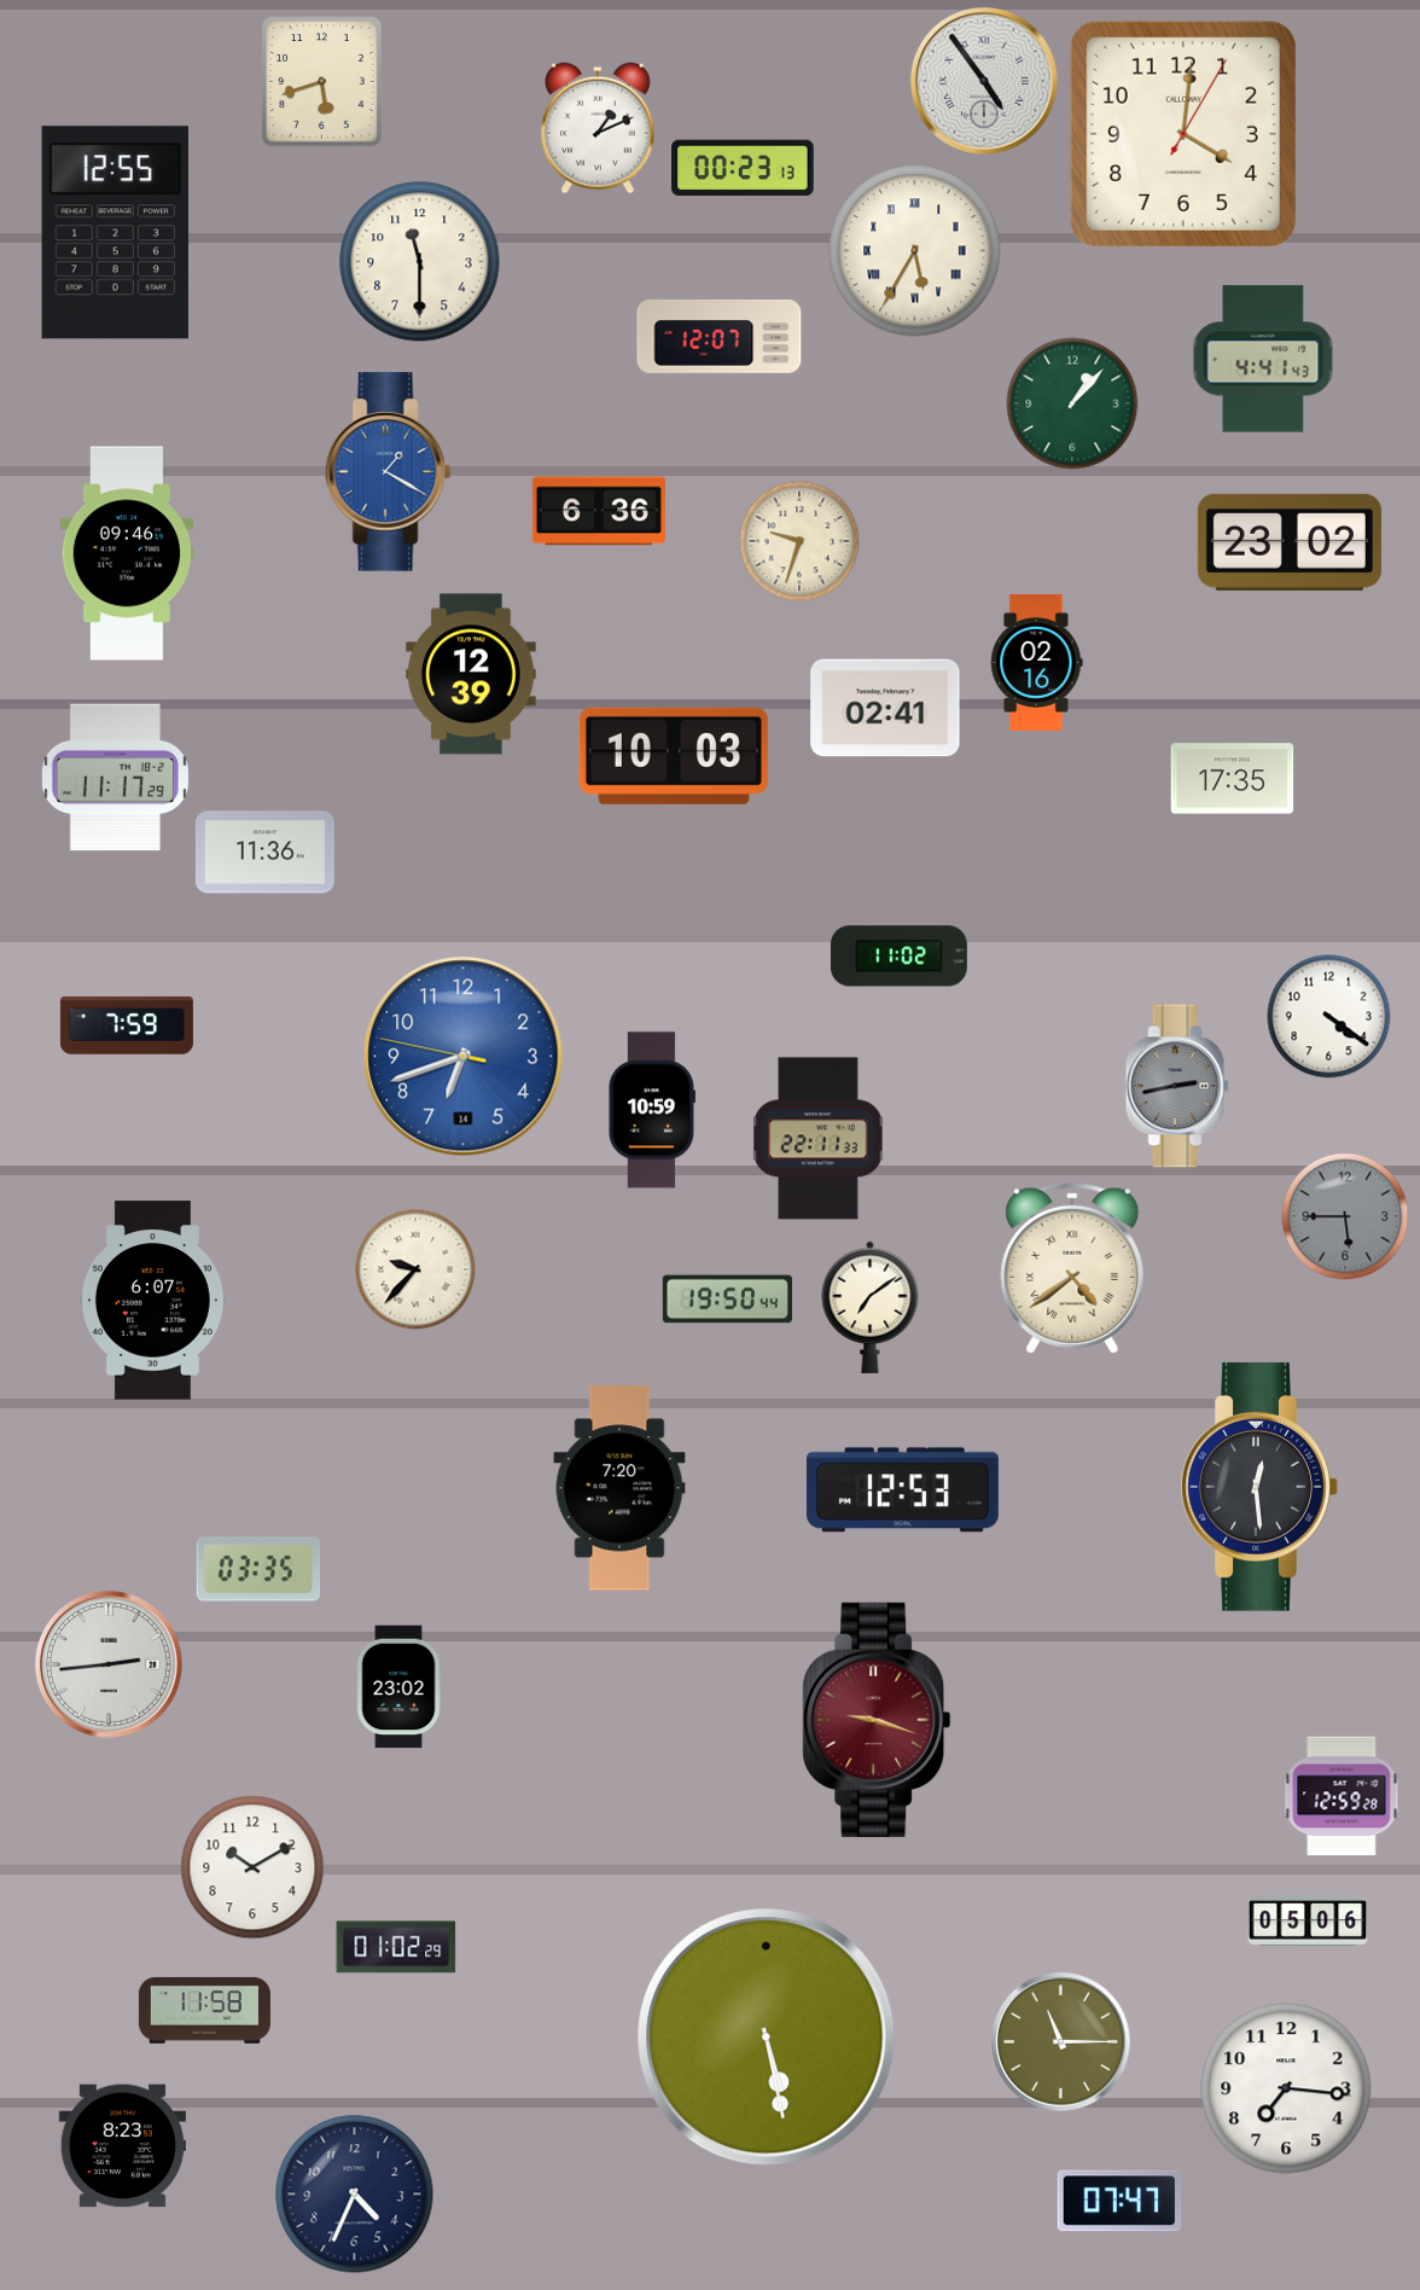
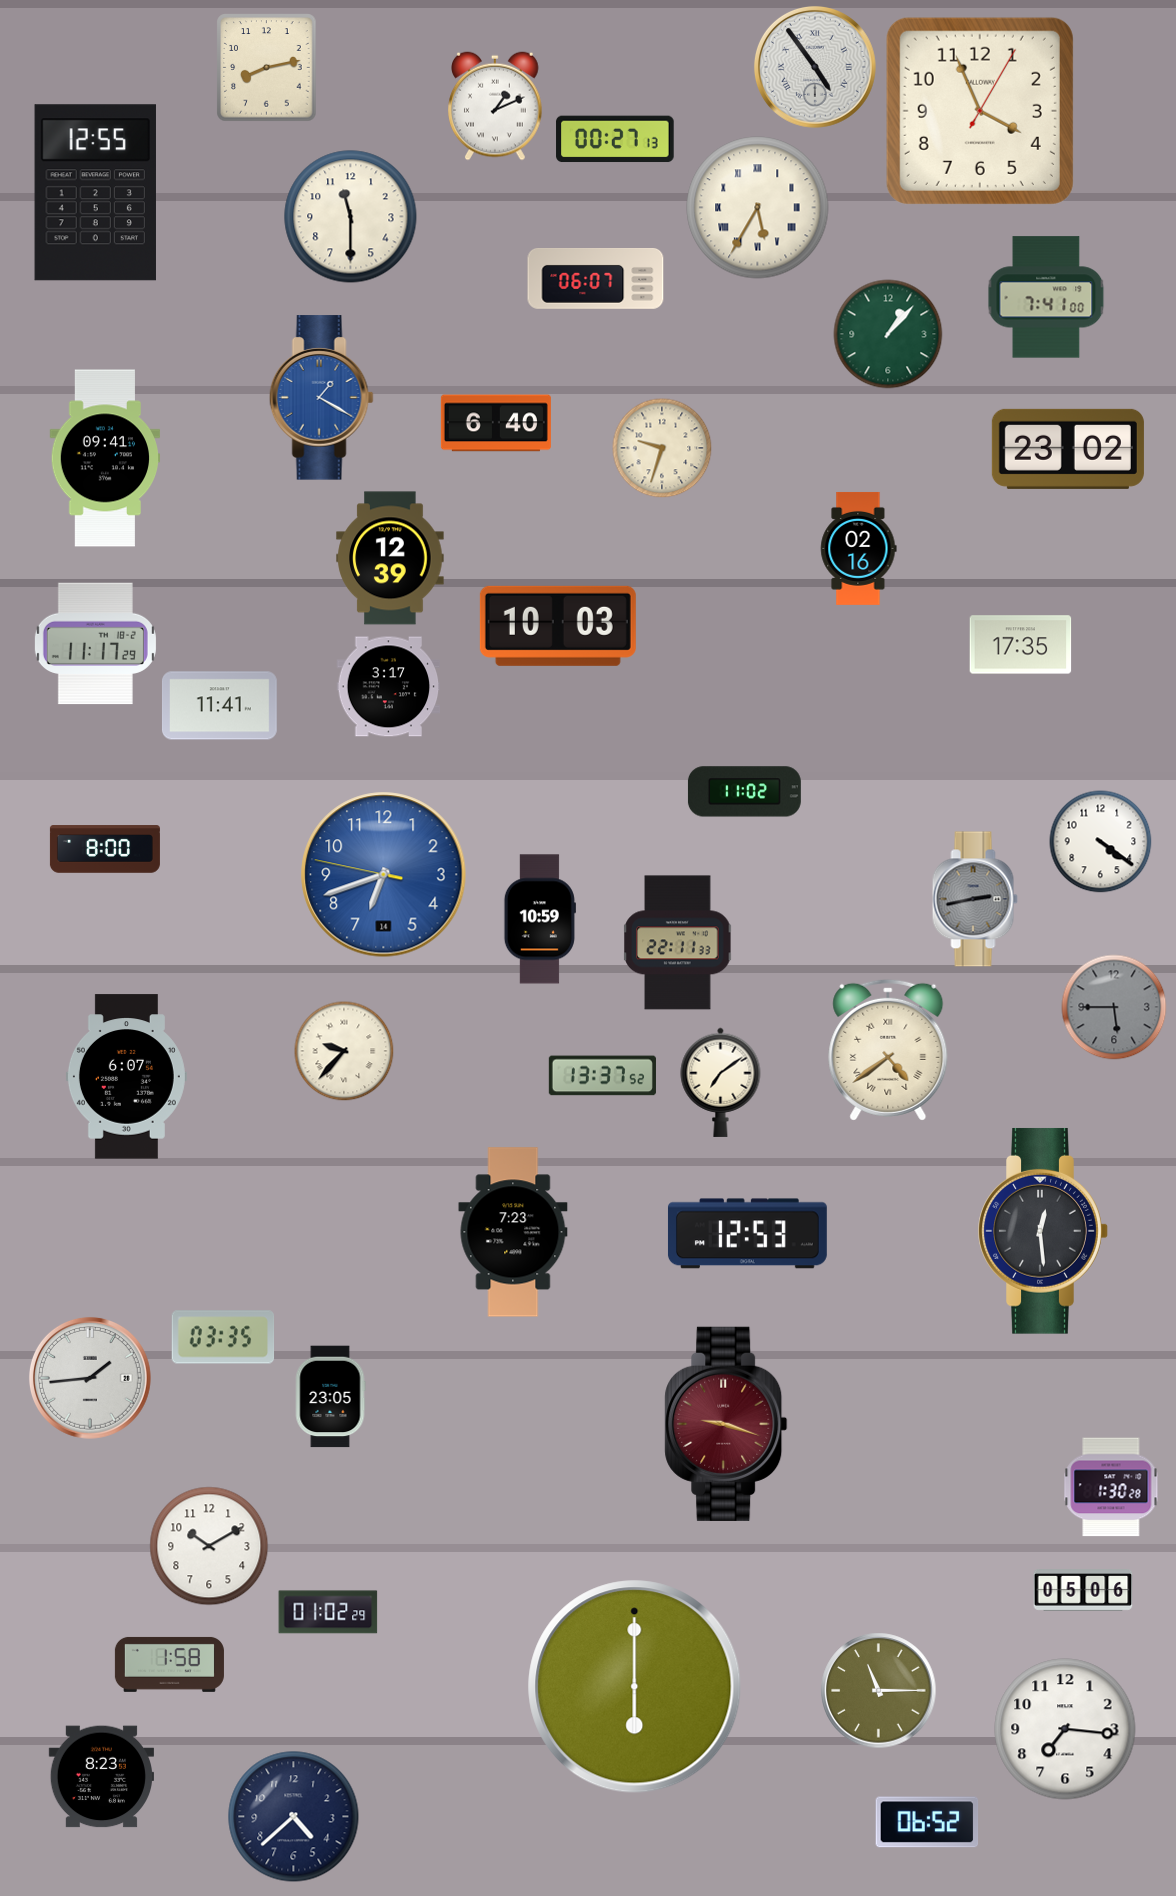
clock at (322, 82): 5:42 -> 8:13
clock at (1183, 134): 4:01 -> 3:56
clock at (743, 168): 00:23 -> 00:27
clock at (420, 262) position: (420, 262) -> (351, 217)
clock at (720, 337): 12:07 -> 06:07
clock at (1263, 359): 4:41 -> 7:41
clock at (388, 472) position: (388, 472) -> (321, 398)
clock at (599, 511): 6:36 -> 6:40
clock at (127, 553): 09:46 -> 09:41
clock at (885, 708): 02:41 -> none
clock at (389, 687): none -> 3:17
clock at (264, 853): 11:36 -> 11:41
clock at (127, 1025): 7:59 -> 8:00
clock at (727, 1300): 19:50 -> 13:37
clock at (619, 1488): 7:20 -> 7:23
clock at (258, 1569) position: (258, 1569) -> (223, 1337)
clock at (109, 1664): 2:44 -> 1:44
clock at (398, 1687): 23:02 -> 23:05
clock at (1342, 1796): 12:59 -> 1:30
clock at (204, 2010): 11:58 -> 1:58
clock at (767, 2038): 5:28 -> 6:00
clock at (355, 2195): 4:34 -> 4:38
clock at (1119, 2201): 07:47 -> 06:52
